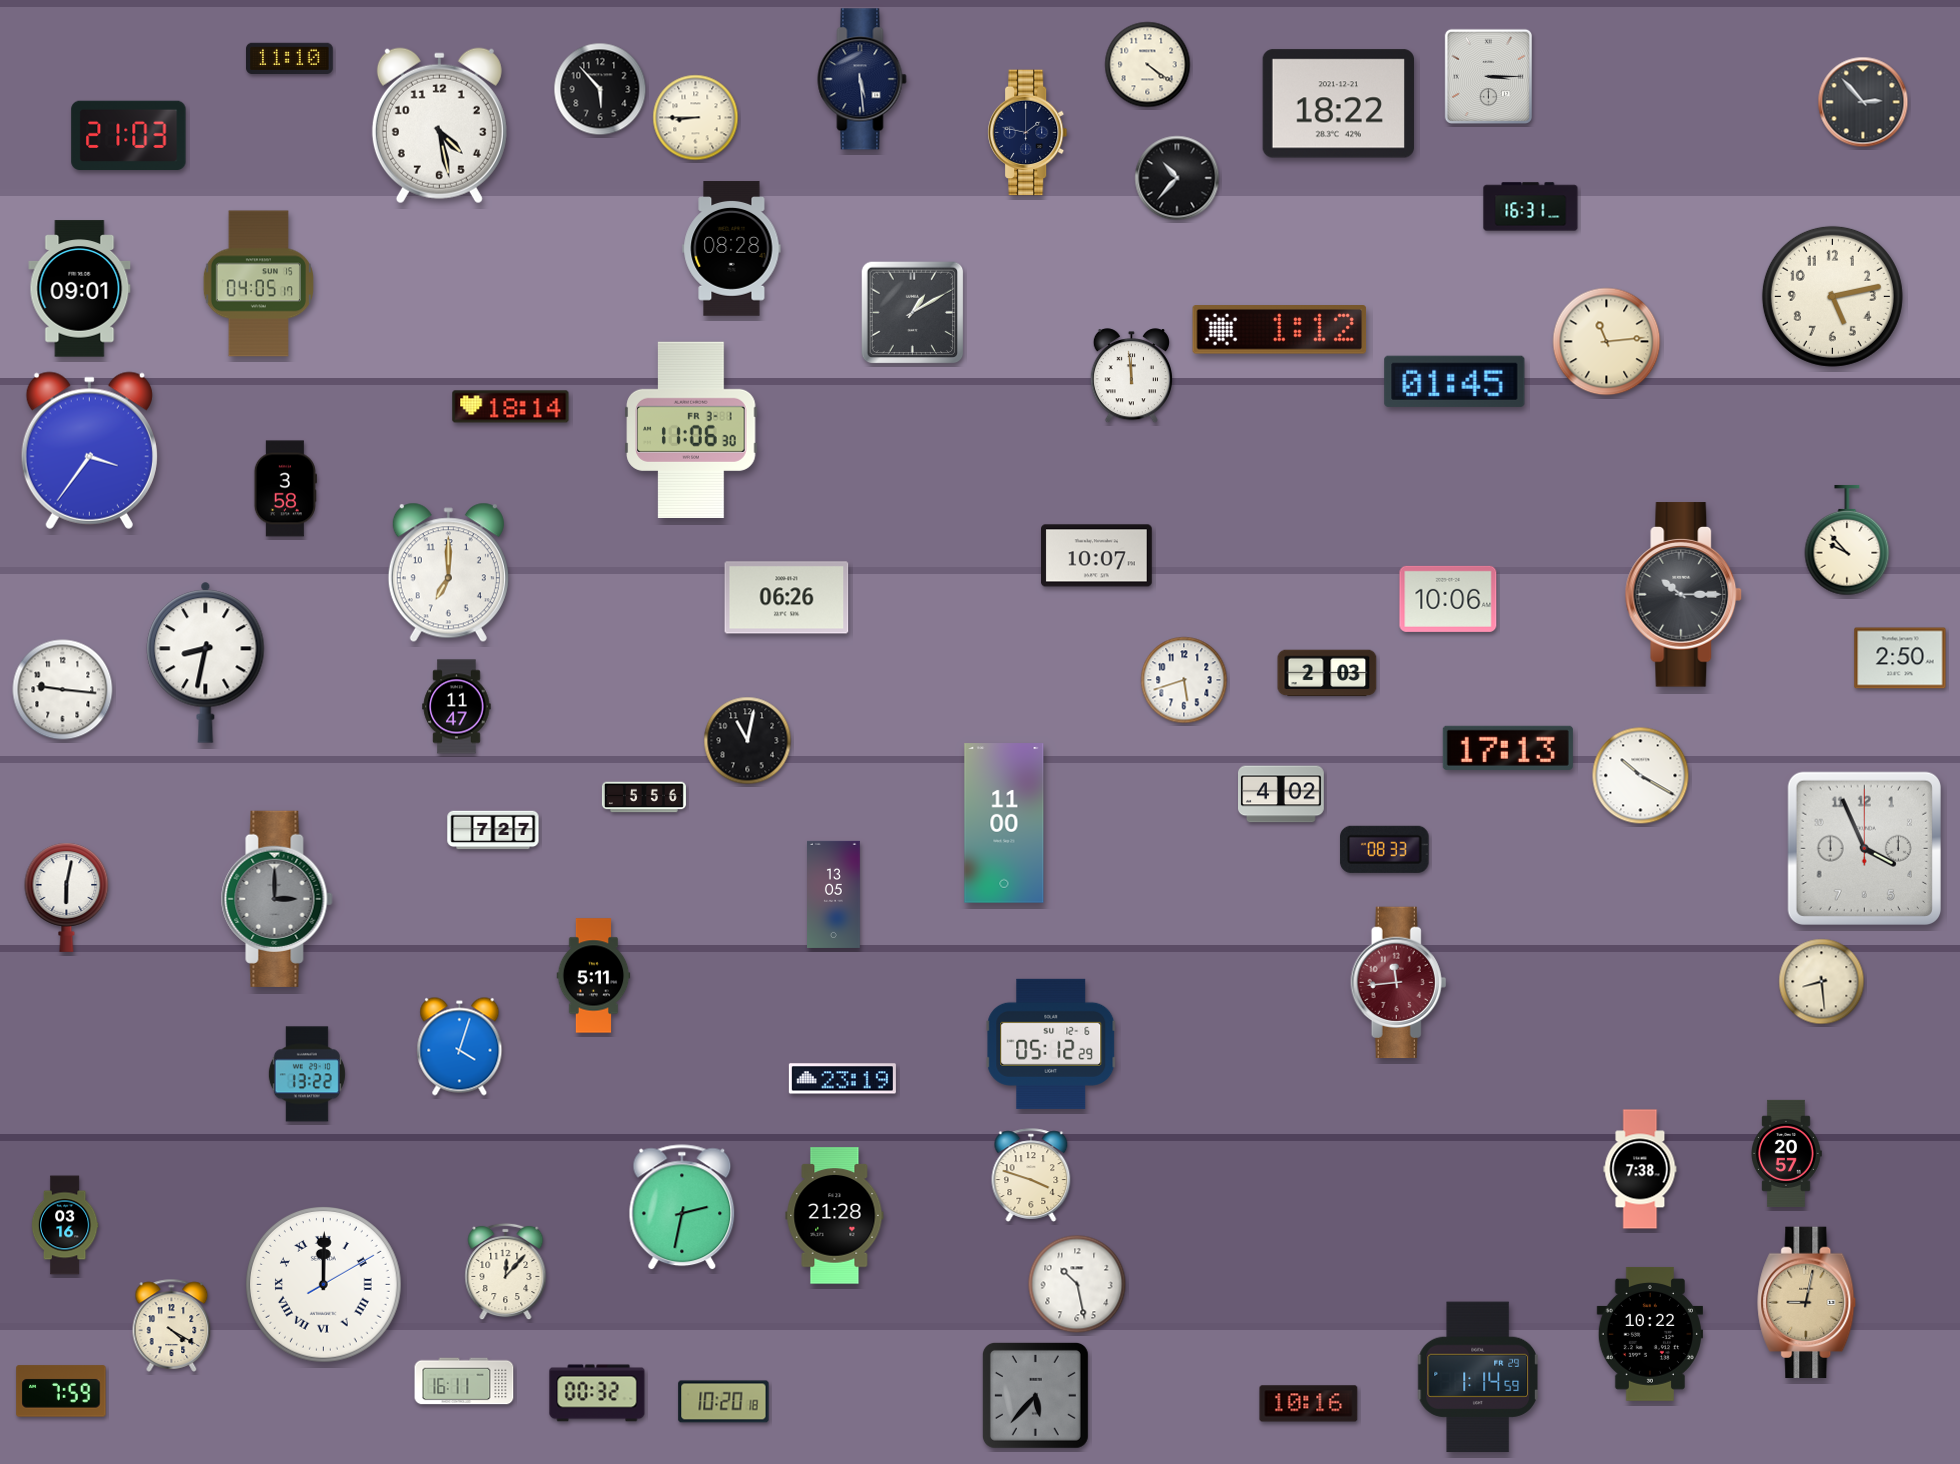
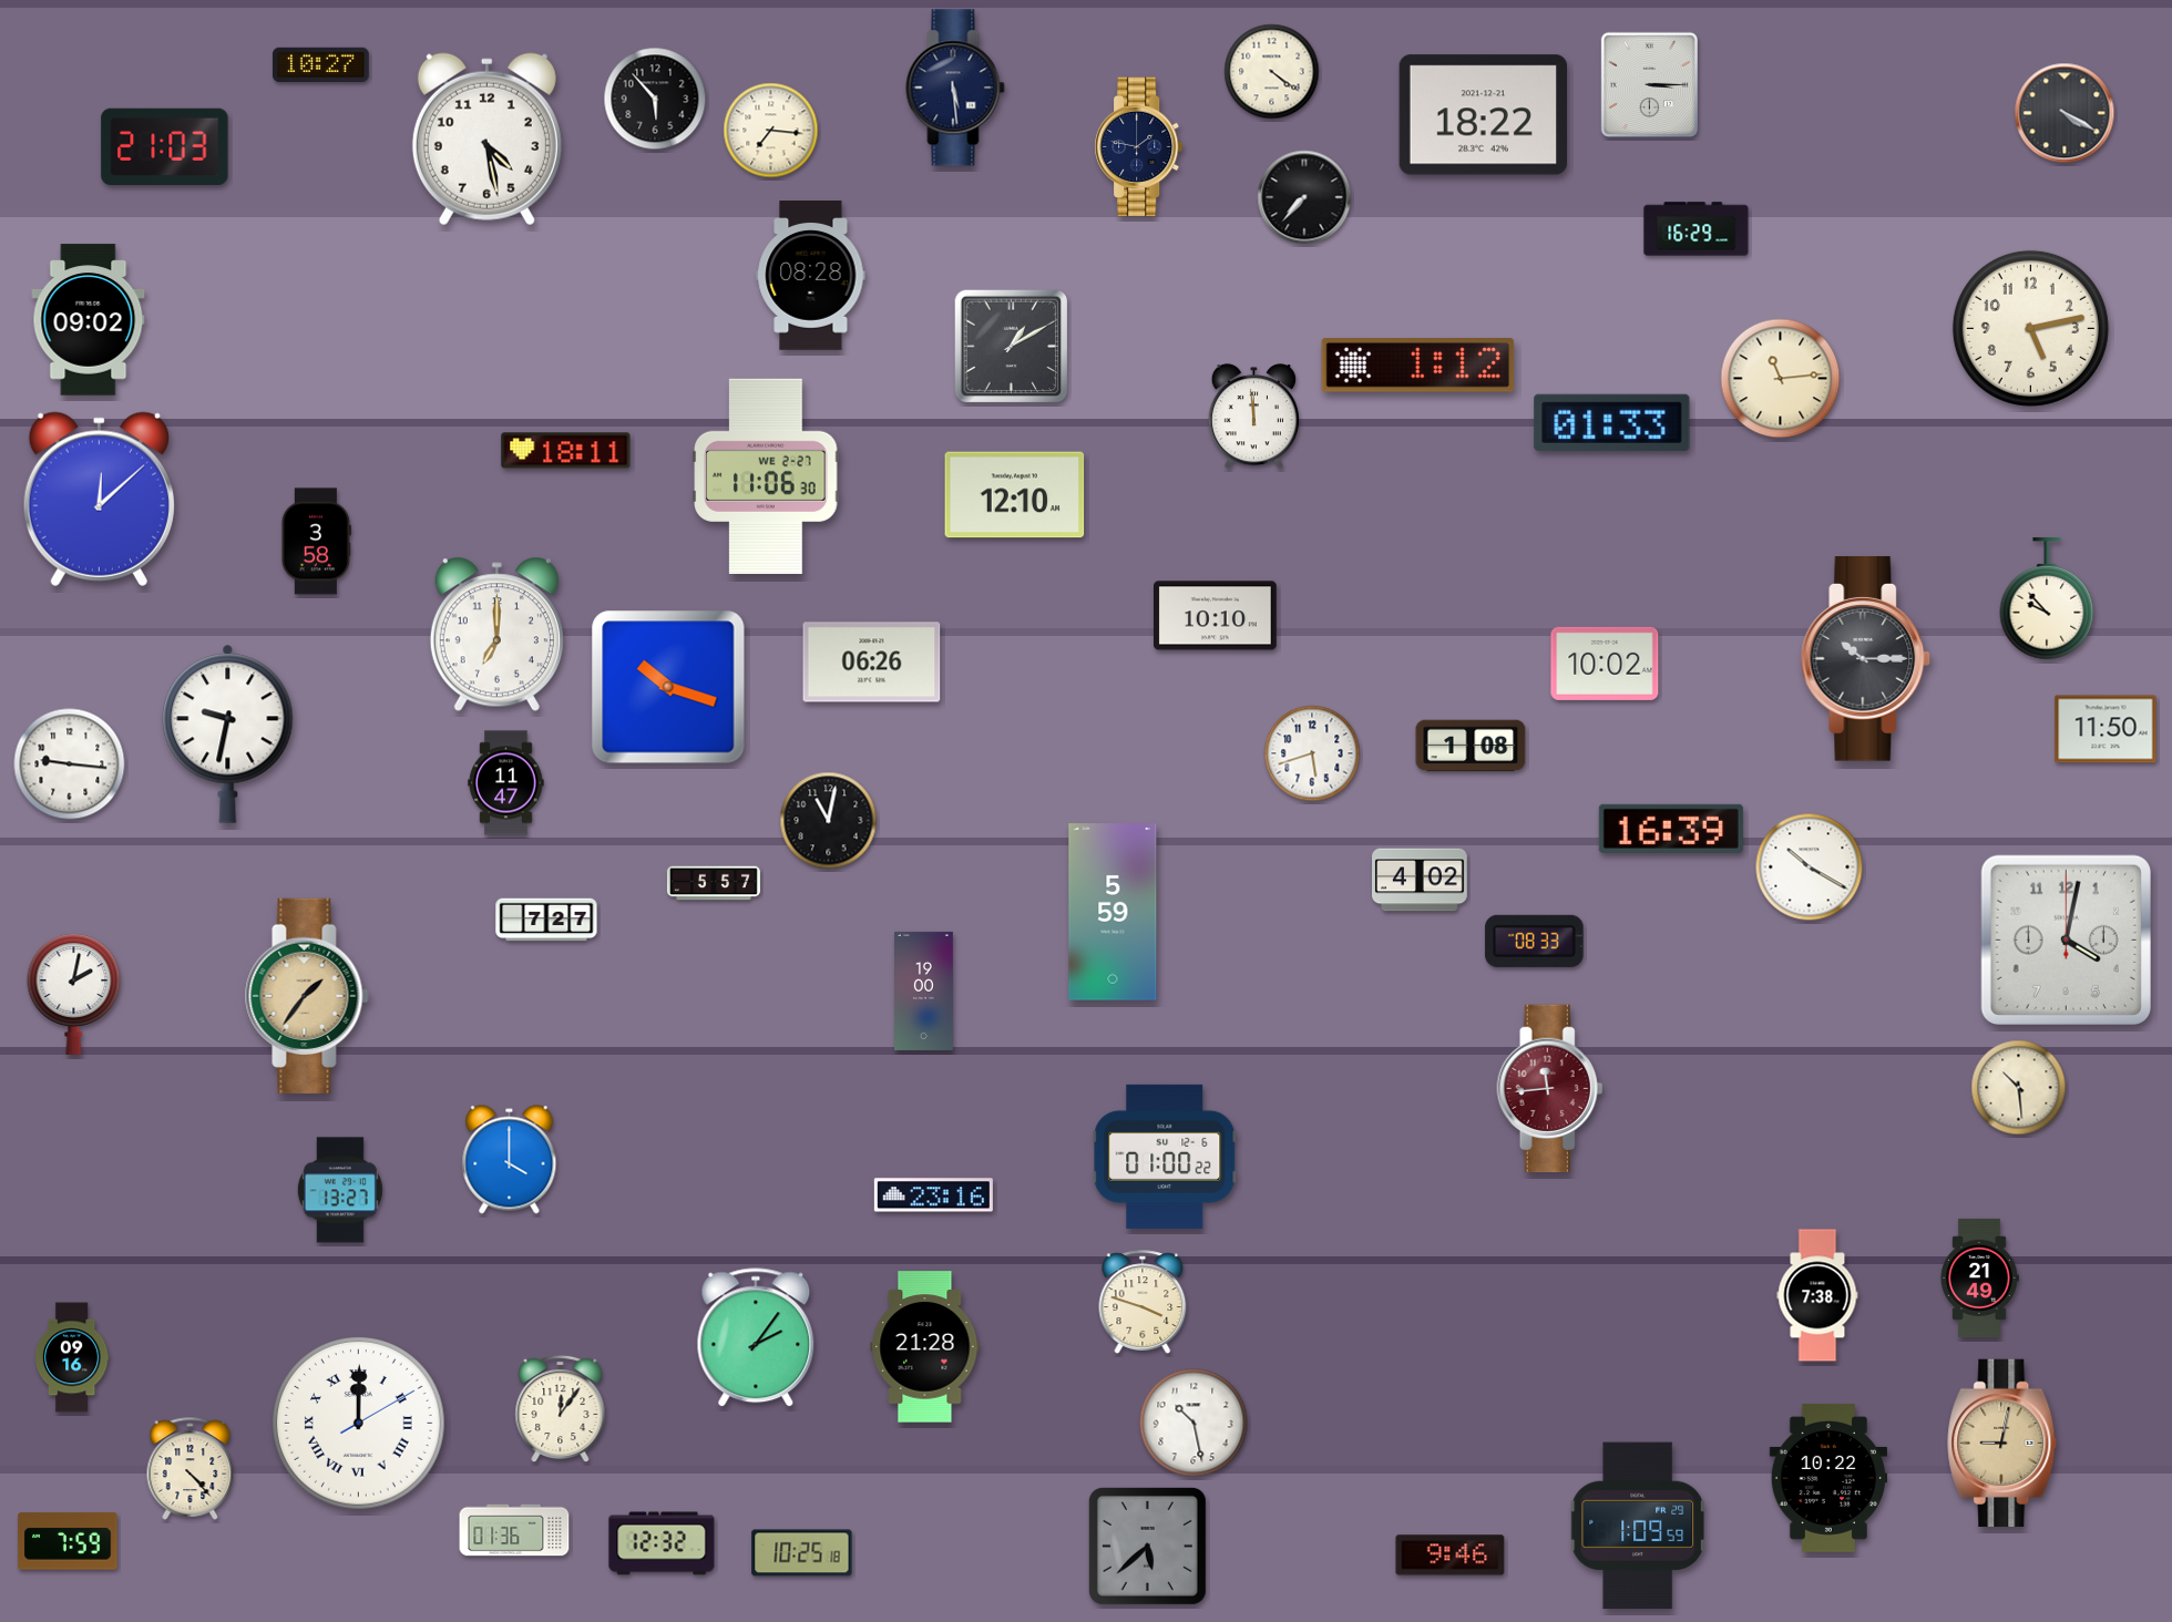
clock at (290, 58): 11:10 -> 10:27
clock at (600, 89) position: (600, 89) -> (655, 99)
clock at (1863, 102): 2:53 -> 4:20
clock at (696, 118): 8:45 -> 7:16
clock at (129, 136) position: (129, 136) -> (165, 147)
clock at (1177, 178): 10:37 -> 7:37
clock at (1531, 207): 16:31 -> 16:29
clock at (258, 284): 04:05 -> none
clock at (80, 289): 09:01 -> 09:02
clock at (1455, 381): 01:45 -> 01:33
clock at (511, 407): 18:14 -> 18:11
clock at (691, 430) date: FR 3-1 -> WE 2-27
clock at (1015, 495): none -> 12:10
clock at (89, 450): 3:36 -> 12:08
clock at (1097, 556): 10:07 -> 10:10
clock at (1448, 599): 10:06 -> 10:02
clock at (668, 687): none -> 10:18
clock at (1900, 658): 2:50 -> 11:50
clock at (206, 662): 8:32 -> 9:32
clock at (1327, 673): 2:03 -> 1:08
clock at (1508, 748): 17:13 -> 16:39
clock at (1641, 776) position: (1641, 776) -> (1810, 868)
clock at (644, 797): 5:56 -> 5:57
clock at (1004, 823): 11:00 -> 5:59
clock at (1864, 848): 3:56 -> 4:02
clock at (834, 894): 13:05 -> 19:00
clock at (67, 897): 6:02 -> 2:02
clock at (277, 899): 3:00 -> 1:36
clock at (277, 899) dial: grey -> champagne
clock at (594, 976): 5:11 -> none
clock at (1822, 982): 8:29 -> 10:29
clock at (1051, 1044): 05:12 -> 01:00
clock at (460, 1047): 4:03 -> 4:00
clock at (307, 1074): 13:22 -> 13:27
clock at (842, 1079): 23:19 -> 23:16
clock at (1786, 1153): 20:57 -> 21:49
clock at (682, 1208): 2:32 -> 2:06
clock at (65, 1225): 03:16 -> 09:16
clock at (506, 1272): 12:07 -> 12:06
clock at (172, 1325): 4:20 -> 4:23
clock at (1478, 1377): 1:14 -> 1:09
clock at (464, 1381): 16:11 -> 01:36
clock at (597, 1393): 00:32 -> 12:32
clock at (1035, 1395): 5:37 -> 5:38
clock at (724, 1402): 10:20 -> 10:25
clock at (1309, 1404): 10:16 -> 9:46
